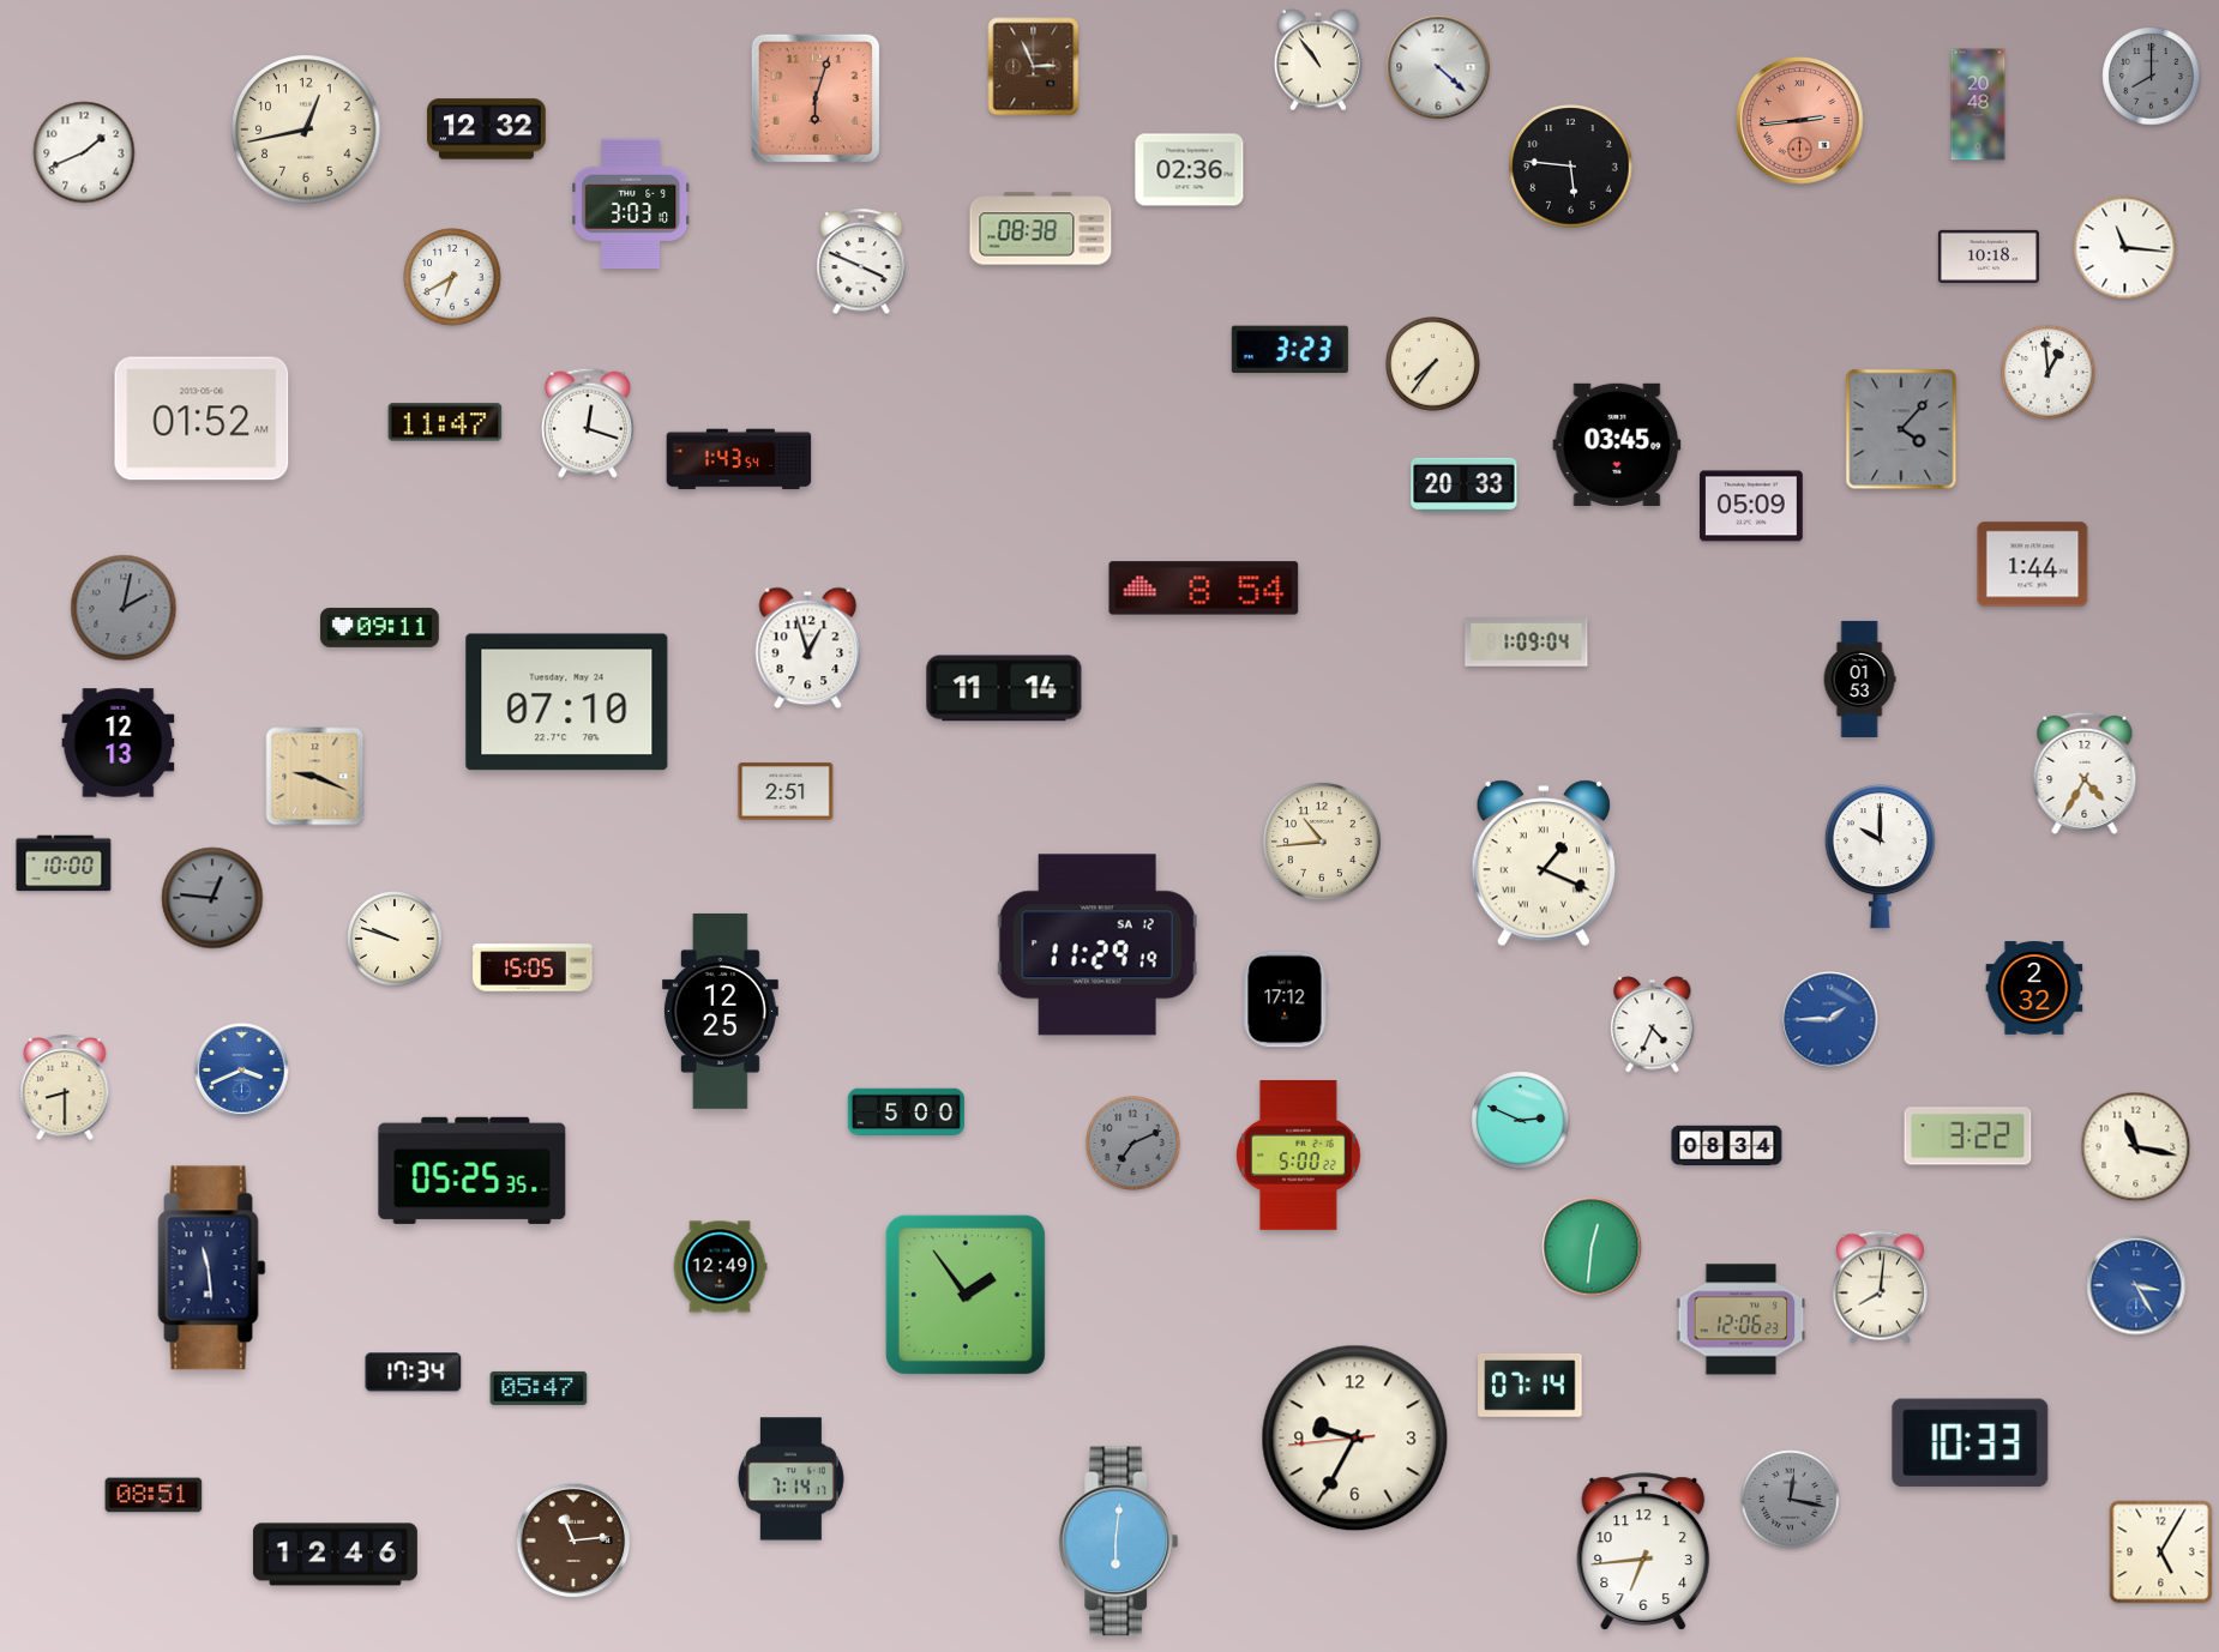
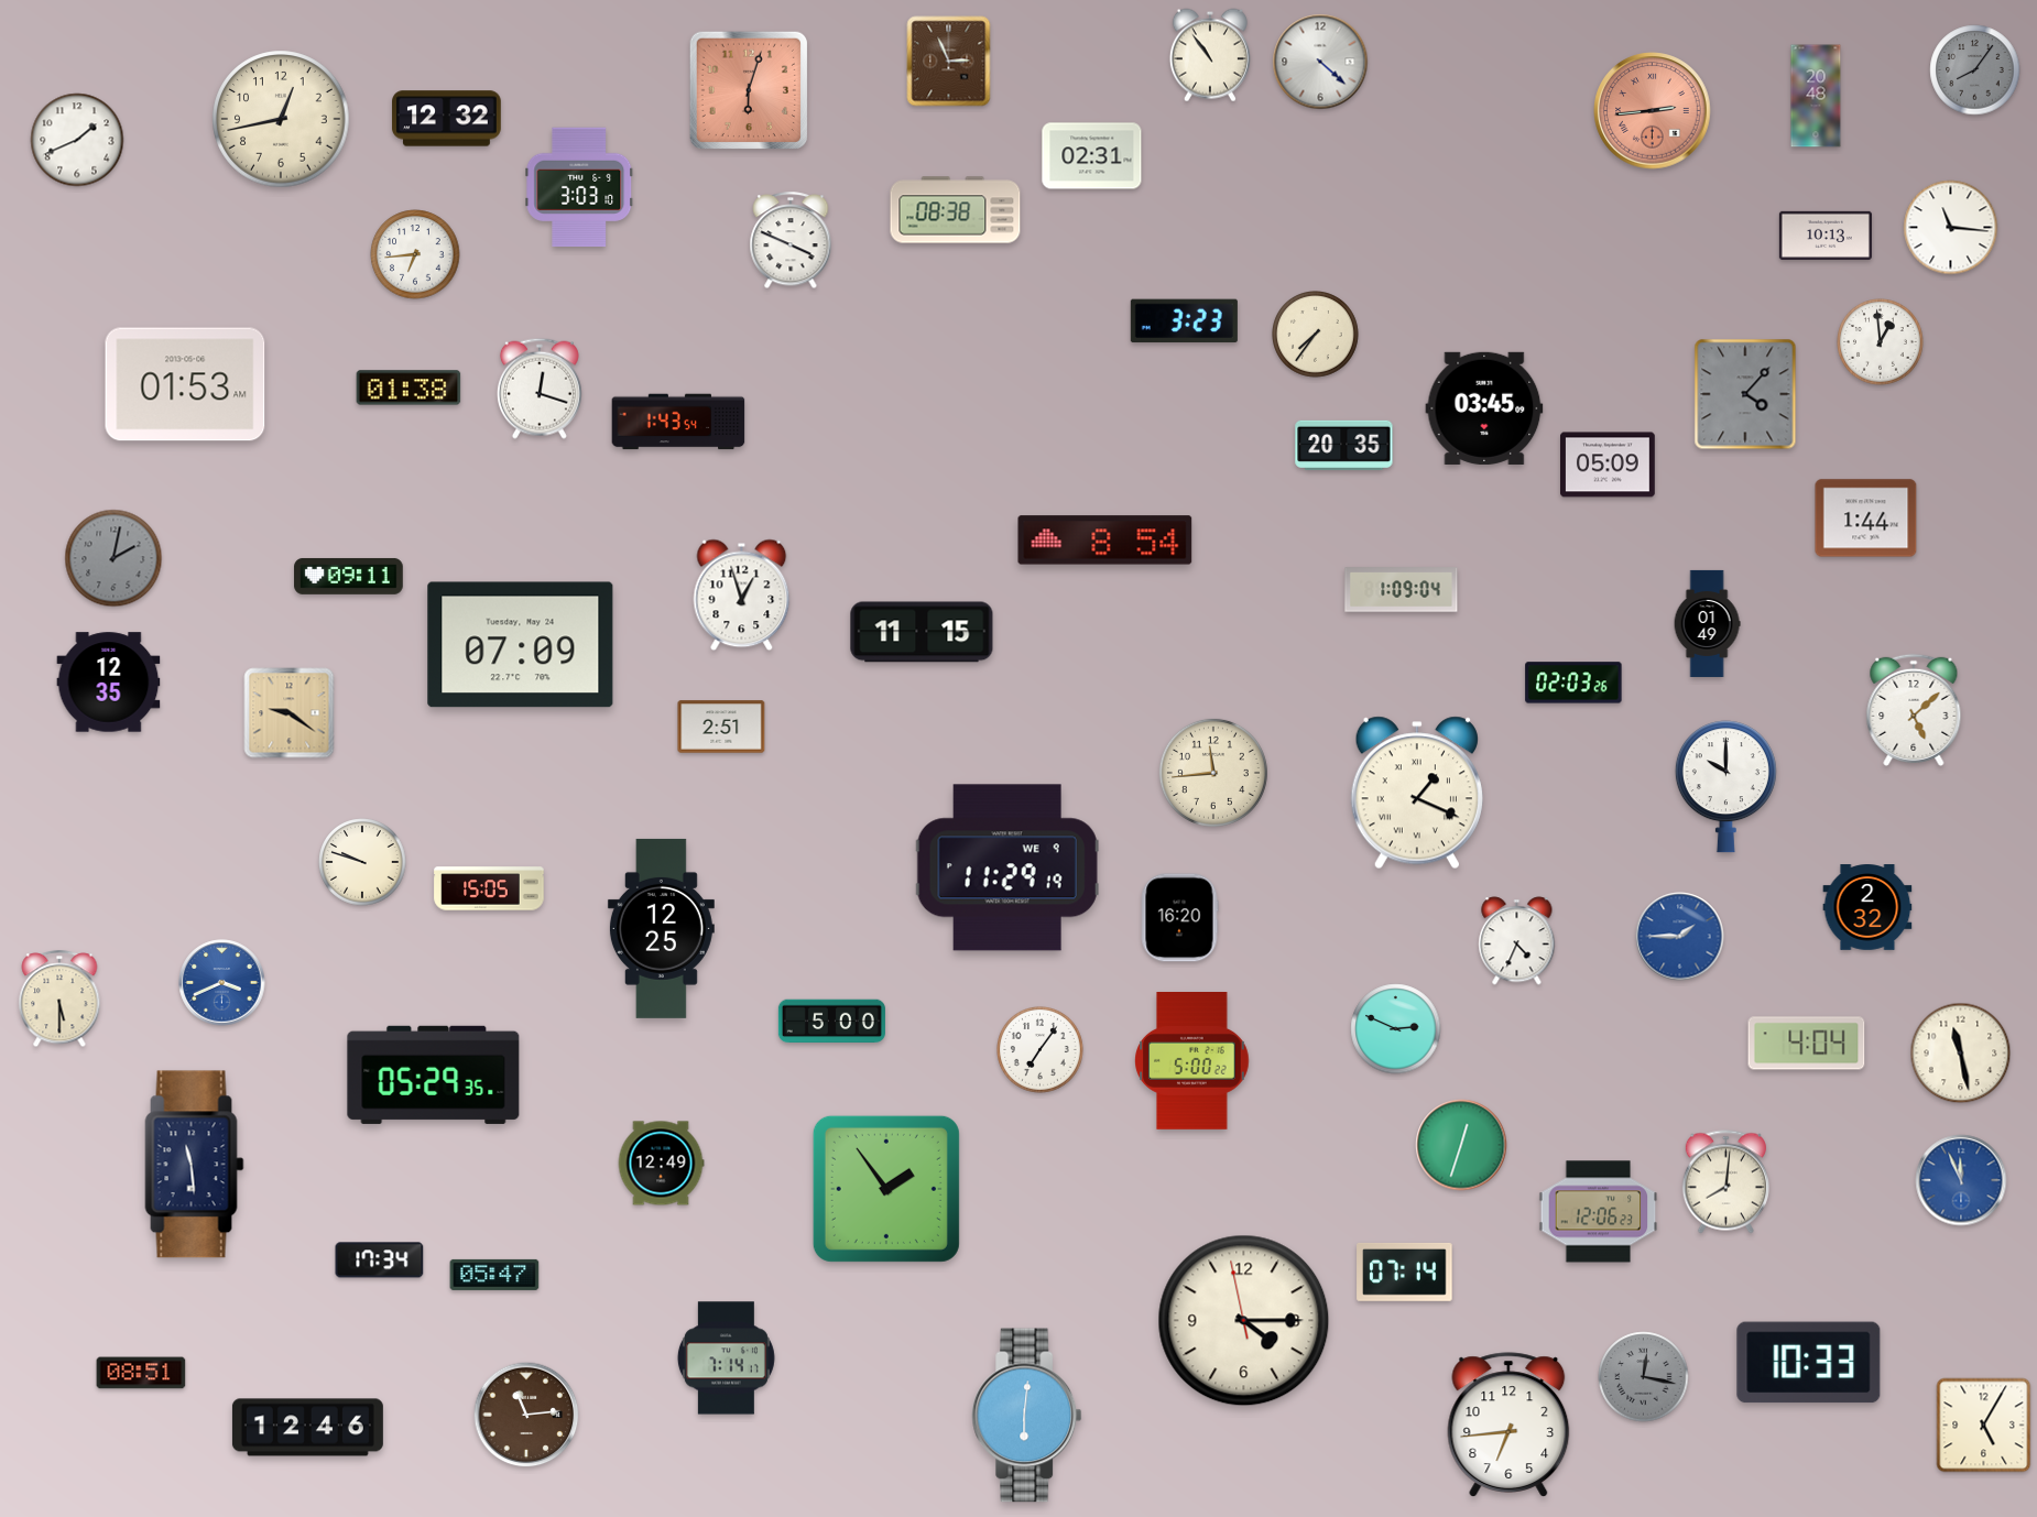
clock at (2152, 77): 8:00 -> 8:06
clock at (1571, 167): 5:46 -> none
clock at (1190, 170): 02:36 -> 02:31
clock at (1989, 257): 10:18 -> 10:13
clock at (452, 277): 6:40 -> 6:44
clock at (202, 418): 01:52 -> 01:53
clock at (445, 422): 11:47 -> 01:38
clock at (1465, 484): 20:33 -> 20:35
clock at (1859, 679): 01:53 -> 01:49
clock at (1004, 688): 11:14 -> 11:15
clock at (567, 703): 07:10 -> 07:09
clock at (119, 743): 12:13 -> 12:35
clock at (1573, 683): none -> 02:03
clock at (2085, 773): 4:35 -> 5:08
clock at (315, 777): 9:19 -> 9:21
clock at (1322, 842): 10:44 -> 11:44
clock at (64, 863): 10:00 -> none
clock at (212, 898): 12:46 -> none
clock at (1098, 945) date: SA 12 -> WE 9
clock at (1285, 1000): 17:12 -> 16:20
clock at (65, 1089): 8:30 -> 5:30
clock at (1968, 1136): 3:22 -> 4:04
clock at (1133, 1144): 7:11 -> 7:06
clock at (1133, 1144) dial: grey -> white
clock at (1727, 1146): 08:34 -> none
clock at (2136, 1147): 11:17 -> 11:28
clock at (473, 1170): 05:25 -> 05:29
clock at (1592, 1247): 12:31 -> 12:33
clock at (2136, 1285): 3:25 -> 11:56
clock at (1355, 1439): 9:34 -> 4:14
clock at (1971, 1443) position: (1971, 1443) -> (1809, 1363)
